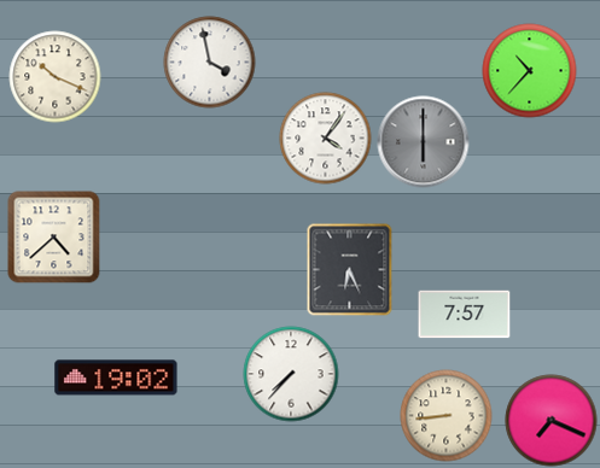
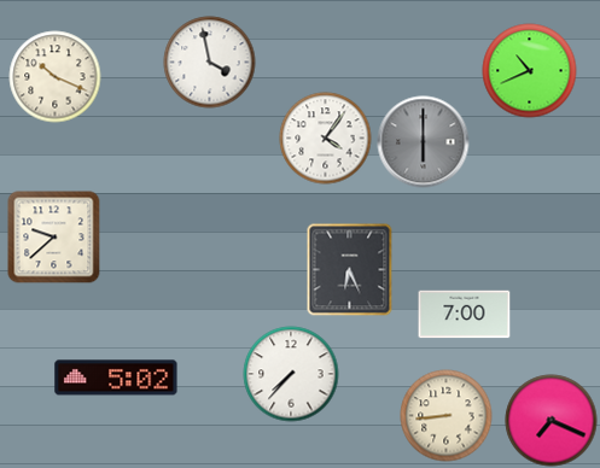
clock at (530, 71): 10:37 -> 10:41
clock at (54, 238): 4:38 -> 9:38
clock at (465, 315): 7:57 -> 7:00
clock at (116, 378): 19:02 -> 5:02
